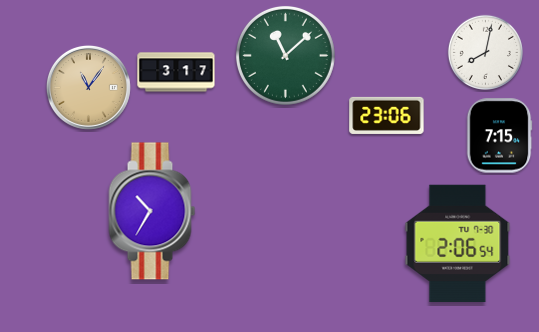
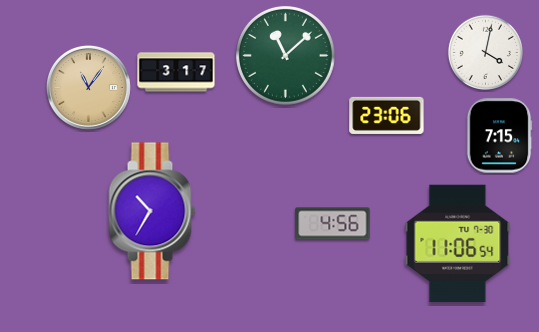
clock at (485, 52): 8:02 -> 4:02
clock at (333, 224): none -> 4:56
clock at (458, 244): 2:06 -> 11:06
